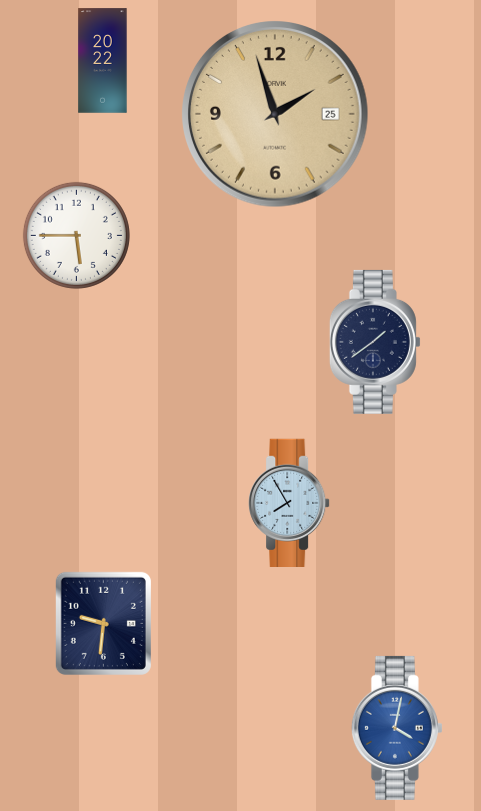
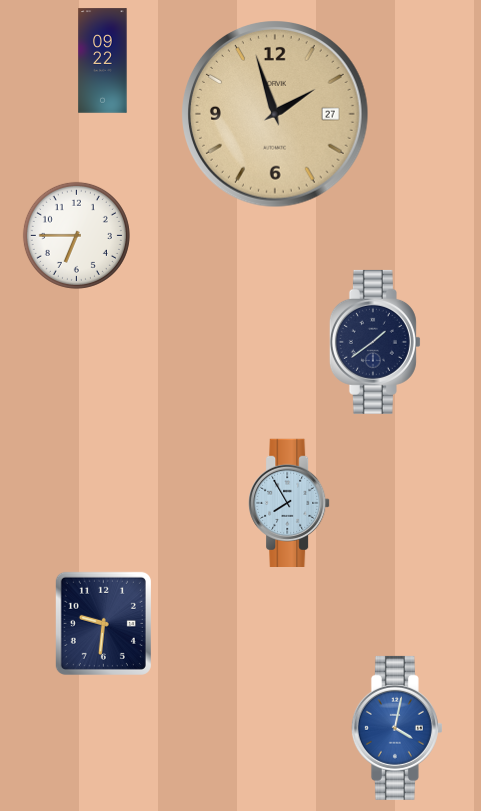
clock at (103, 61): 20:22 -> 09:22
clock at (276, 115) date: 25 -> 27
clock at (76, 235): 5:45 -> 6:45
